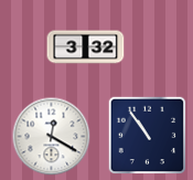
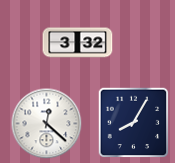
clock at (148, 136): 10:54 -> 8:05
clock at (52, 137): 12:20 -> 12:22
